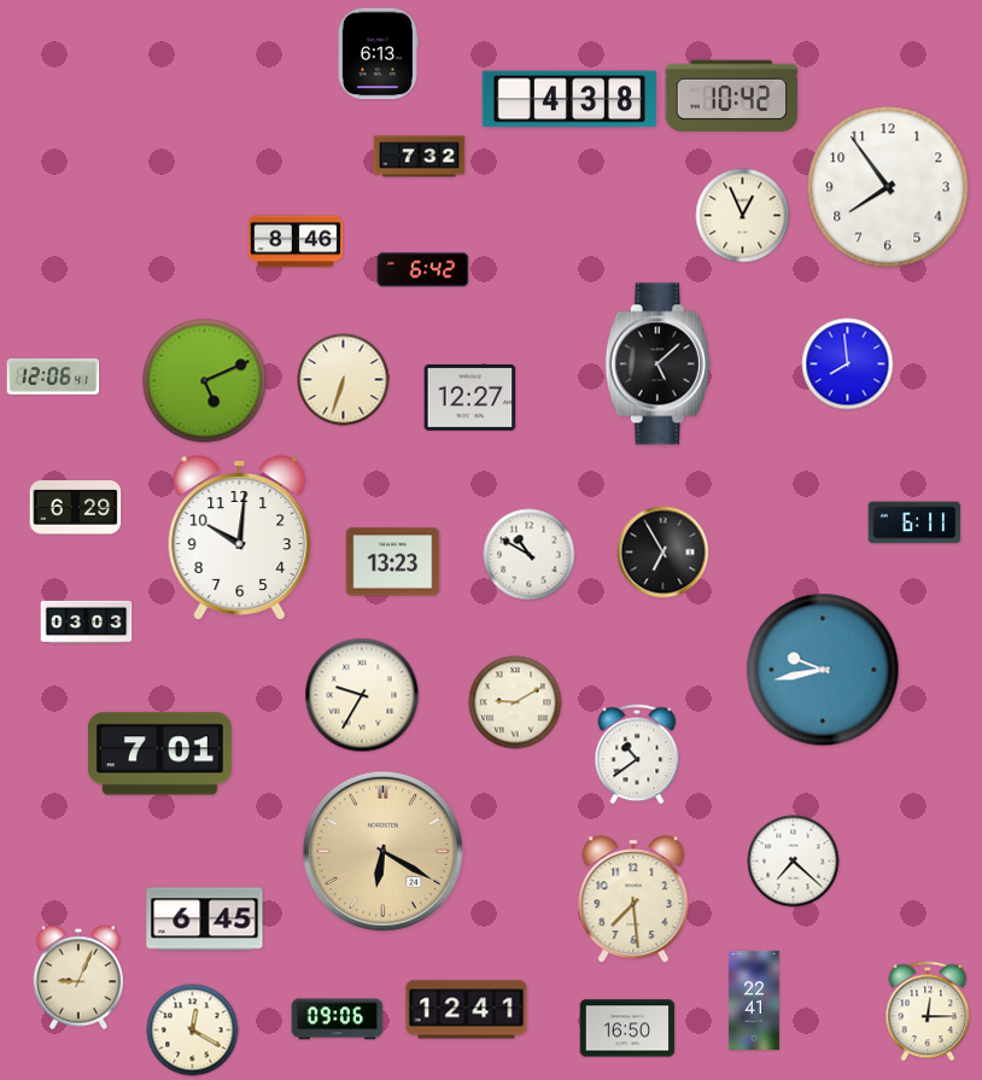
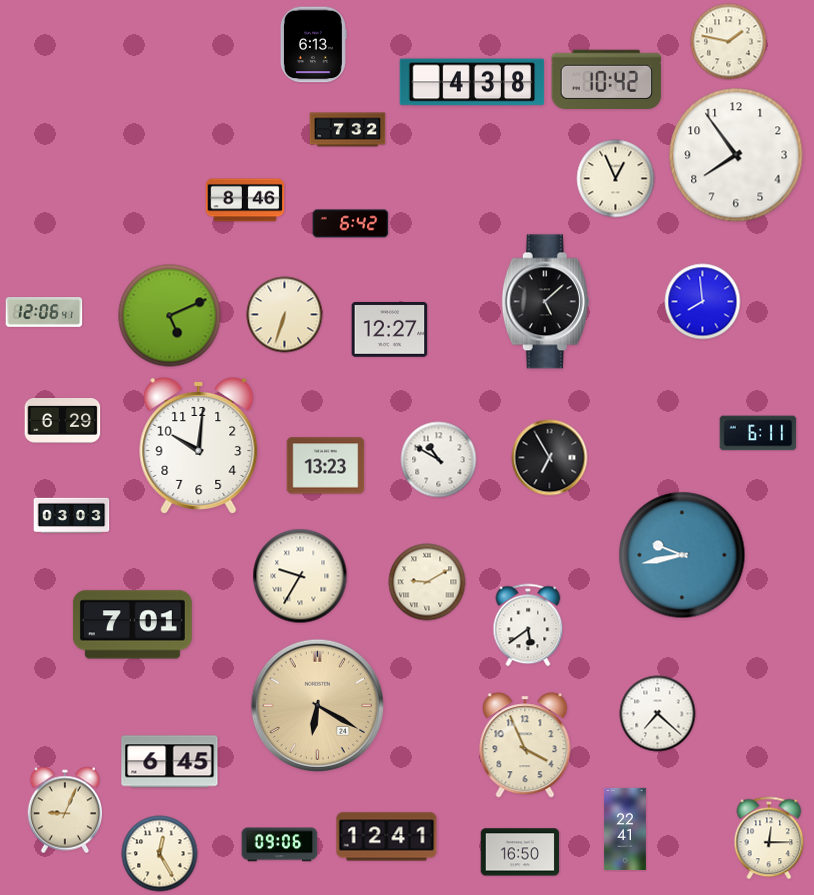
clock at (729, 42): none -> 1:47
clock at (637, 754): 10:39 -> 5:39
clock at (633, 899): 7:29 -> 3:56
clock at (193, 1031): 12:20 -> 12:25
